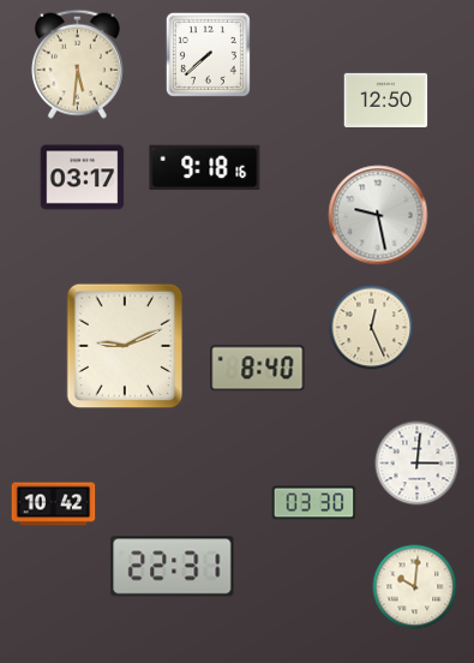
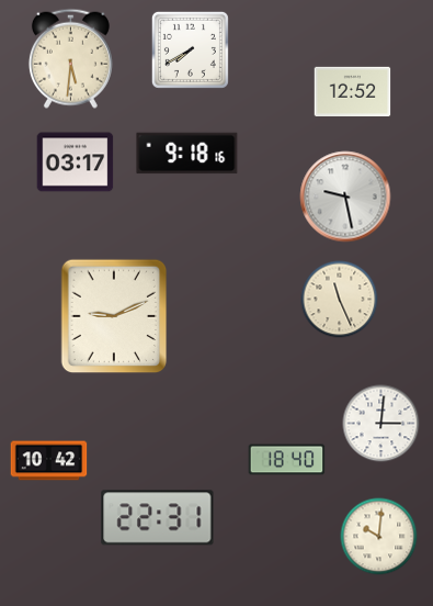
clock at (208, 54): 7:38 -> 7:40
clock at (386, 100): 12:50 -> 12:52
clock at (372, 328): 12:26 -> 11:26
clock at (258, 369): 8:40 -> none
clock at (314, 503): 03:30 -> 18:40
